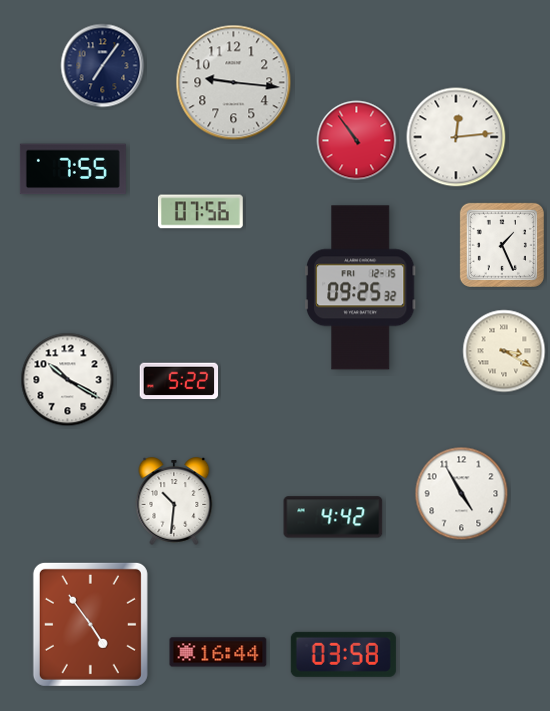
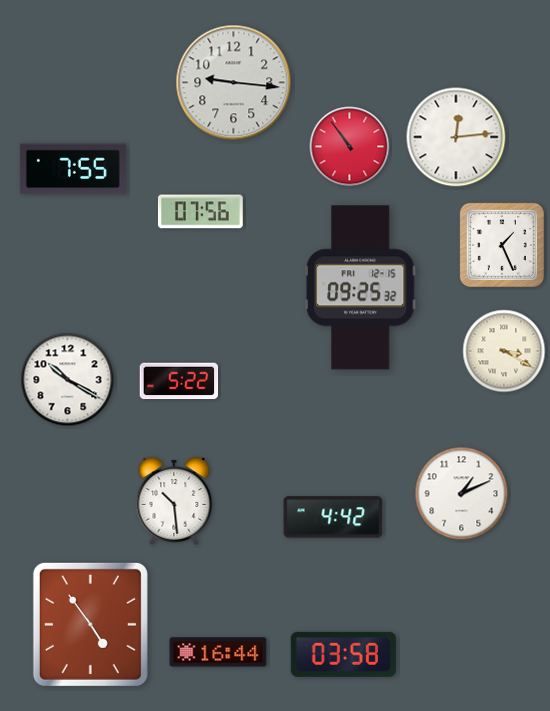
clock at (103, 66): 7:06 -> none
clock at (357, 141) position: (357, 141) -> (350, 147)
clock at (462, 494): 4:55 -> 1:11
clock at (174, 501): 10:31 -> 10:29
